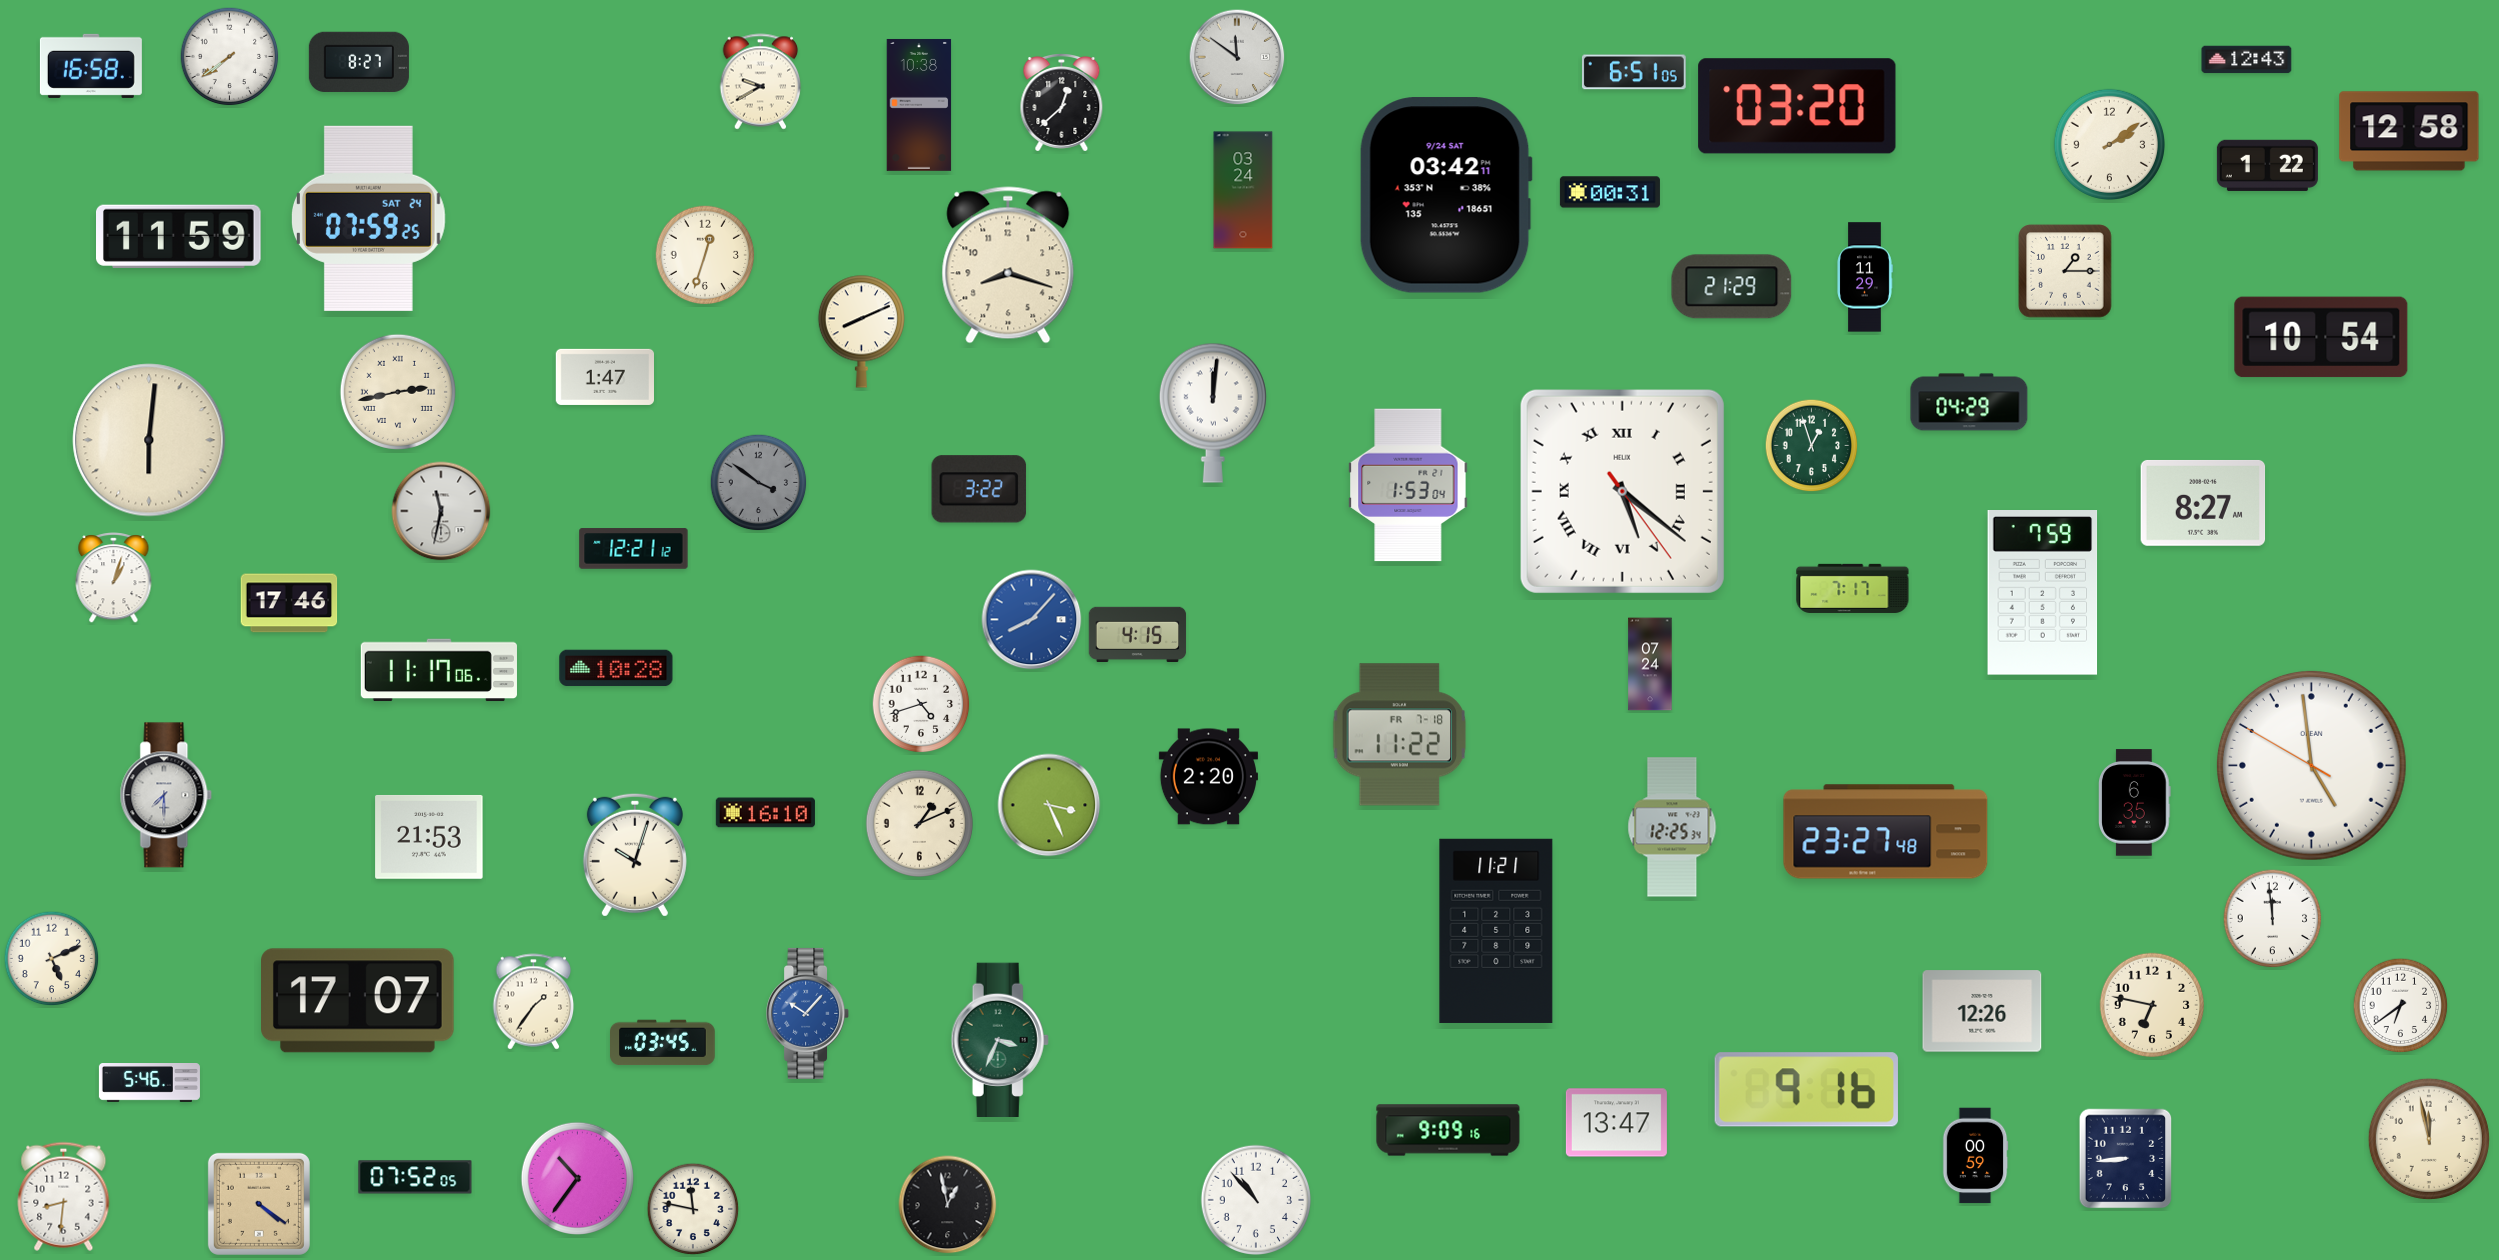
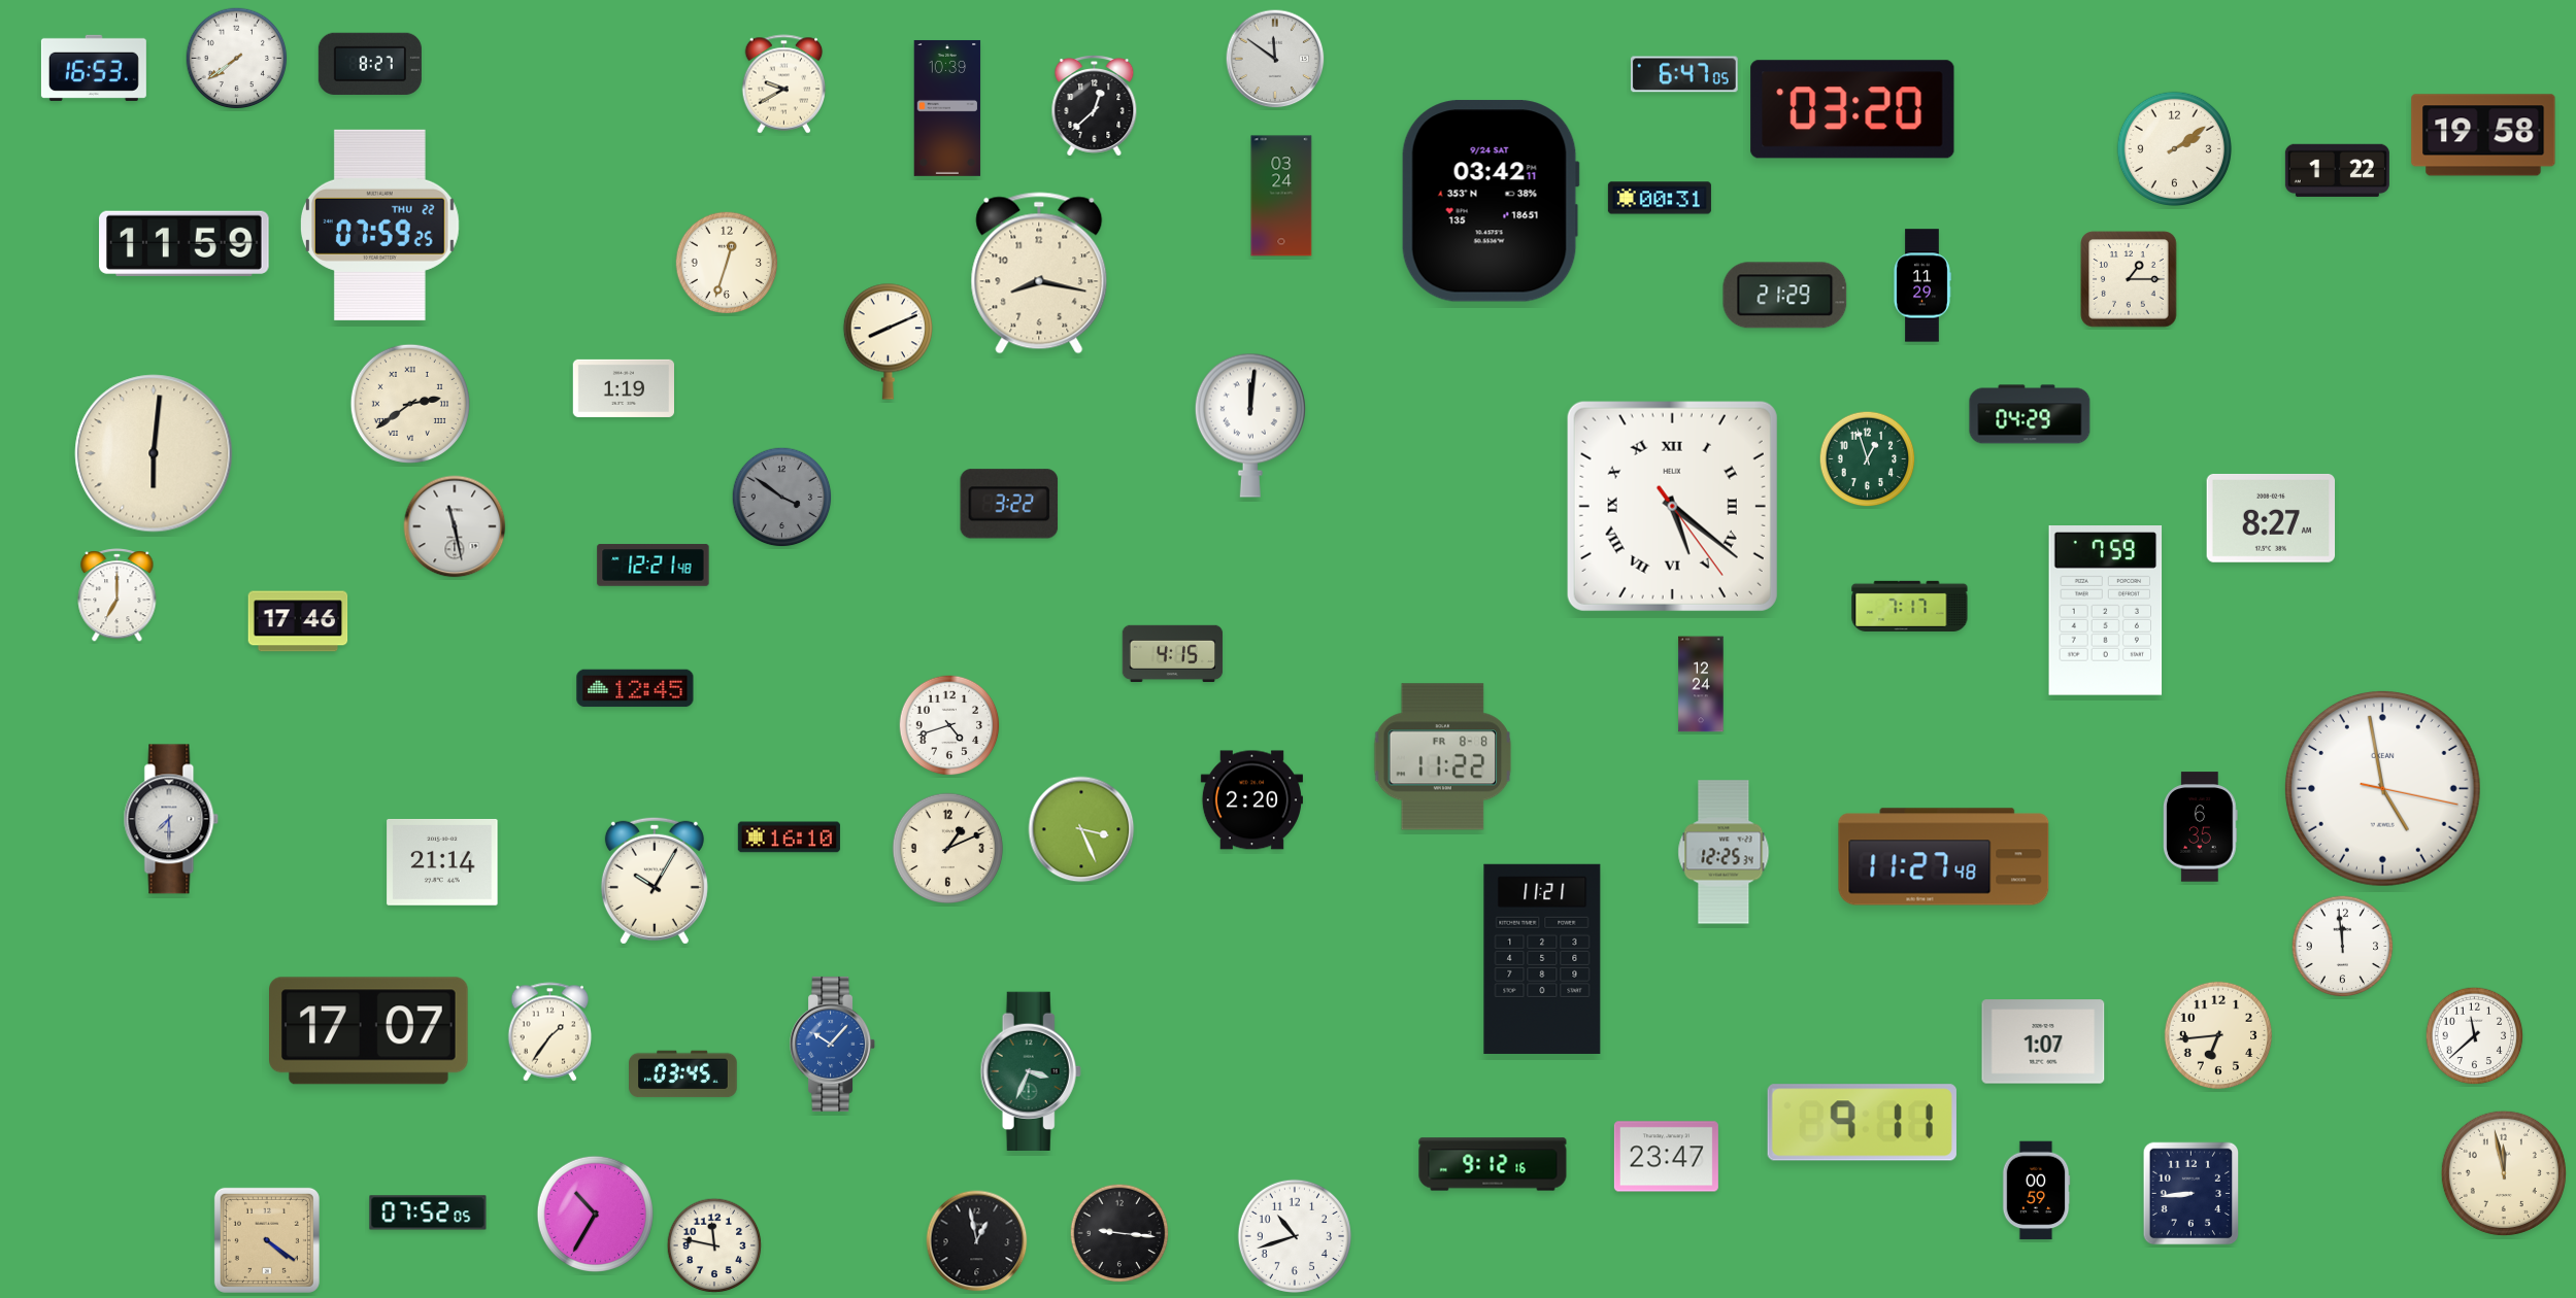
clock at (2247, 60): 12:43 -> none
clock at (91, 66): 16:58 -> 16:53
clock at (1634, 72): 6:51 -> 6:47
clock at (919, 105): 10:38 -> 10:39
clock at (2409, 131): 12:58 -> 19:58
clock at (368, 218) date: SAT 24 -> THU 22
clock at (1008, 265): 8:18 -> 8:17
clock at (2321, 337): 10:54 -> none
clock at (604, 377): 1:47 -> 1:19
clock at (398, 392): 2:43 -> 2:39
clock at (1408, 485): 1:53 -> none
clock at (441, 511): 11:32 -> 11:28
clock at (634, 549): 12:21:12 -> 12:21:48
clock at (114, 578): 1:03 -> 7:00
clock at (1032, 620): 8:07 -> none
clock at (1650, 664): 07:24 -> 12:24
clock at (616, 668): 10:28 -> 12:45
clock at (439, 670): 11:17 -> none
clock at (1400, 735) date: FR 7-18 -> FR 8-8
clock at (2311, 765): 4:58:50 -> 4:58:17
clock at (1208, 777) position: (1208, 777) -> (1251, 800)
clock at (1886, 832): 23:27 -> 11:27
clock at (429, 837): 21:53 -> 21:14
clock at (635, 855): 10:03 -> 10:05
clock at (52, 959): 5:11 -> none
clock at (2152, 1005): 6:47 -> 6:44
clock at (2401, 1006): 6:39 -> 11:38
clock at (1982, 1011): 12:26 -> 1:07
clock at (149, 1083): 5:46 -> none
clock at (1806, 1090): 9:16 -> 9:11
clock at (1616, 1123): 13:47 -> 23:47
clock at (1448, 1130): 9:09 -> 9:12
clock at (577, 1178): 10:36 -> 10:35
clock at (64, 1196): 8:31 -> none
clock at (1119, 1233): none -> 9:16
clock at (1255, 1199): 10:53 -> 10:42
